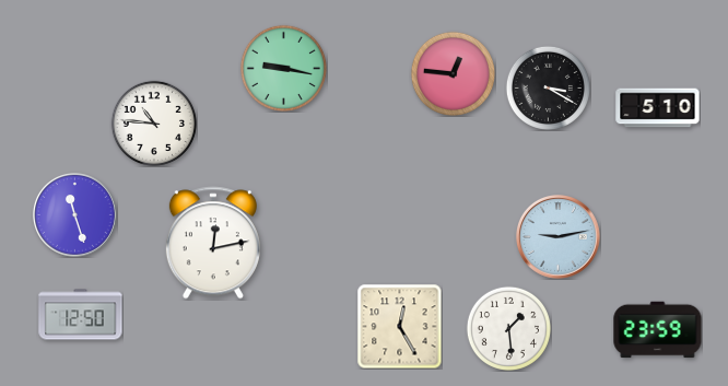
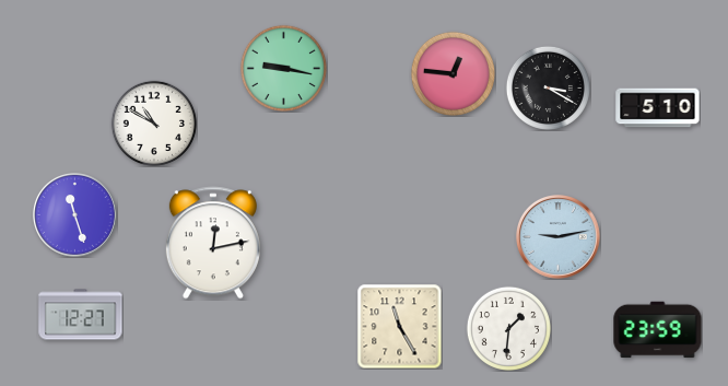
clock at (153, 122): 10:46 -> 10:50
clock at (81, 315): 12:50 -> 12:27
clock at (399, 326): 12:25 -> 11:25
clock at (508, 328): 1:29 -> 1:31
